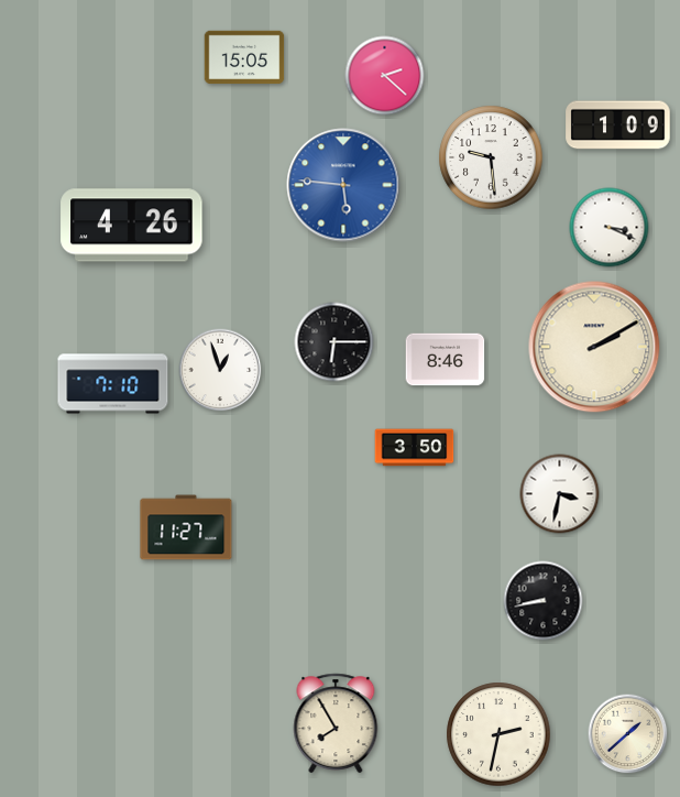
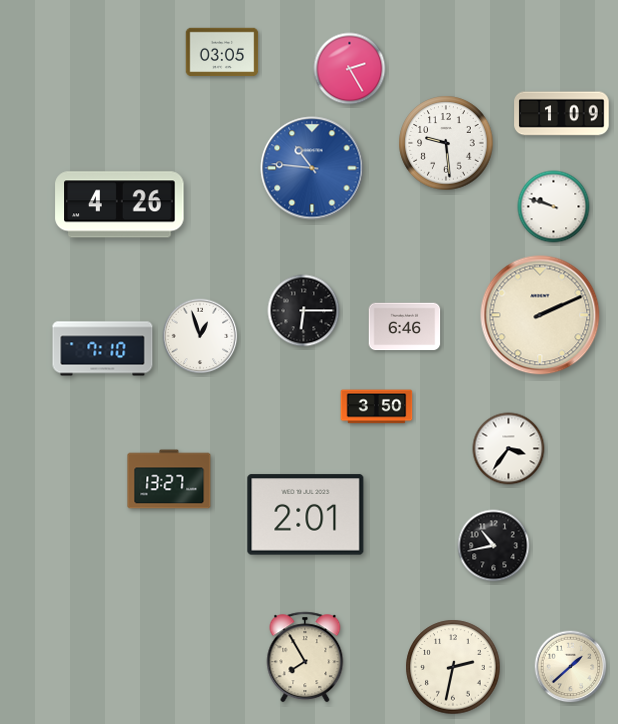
clock at (244, 57): 15:05 -> 03:05
clock at (385, 76): 2:22 -> 2:25
clock at (343, 185): 5:46 -> 10:46
clock at (610, 228): 3:19 -> 9:48
clock at (594, 347): 2:10 -> 2:11
clock at (446, 360): 8:46 -> 6:46
clock at (560, 494): 3:32 -> 3:36
clock at (186, 527): 11:27 -> 13:27
clock at (306, 515): none -> 2:01
clock at (544, 601): 8:43 -> 10:43
